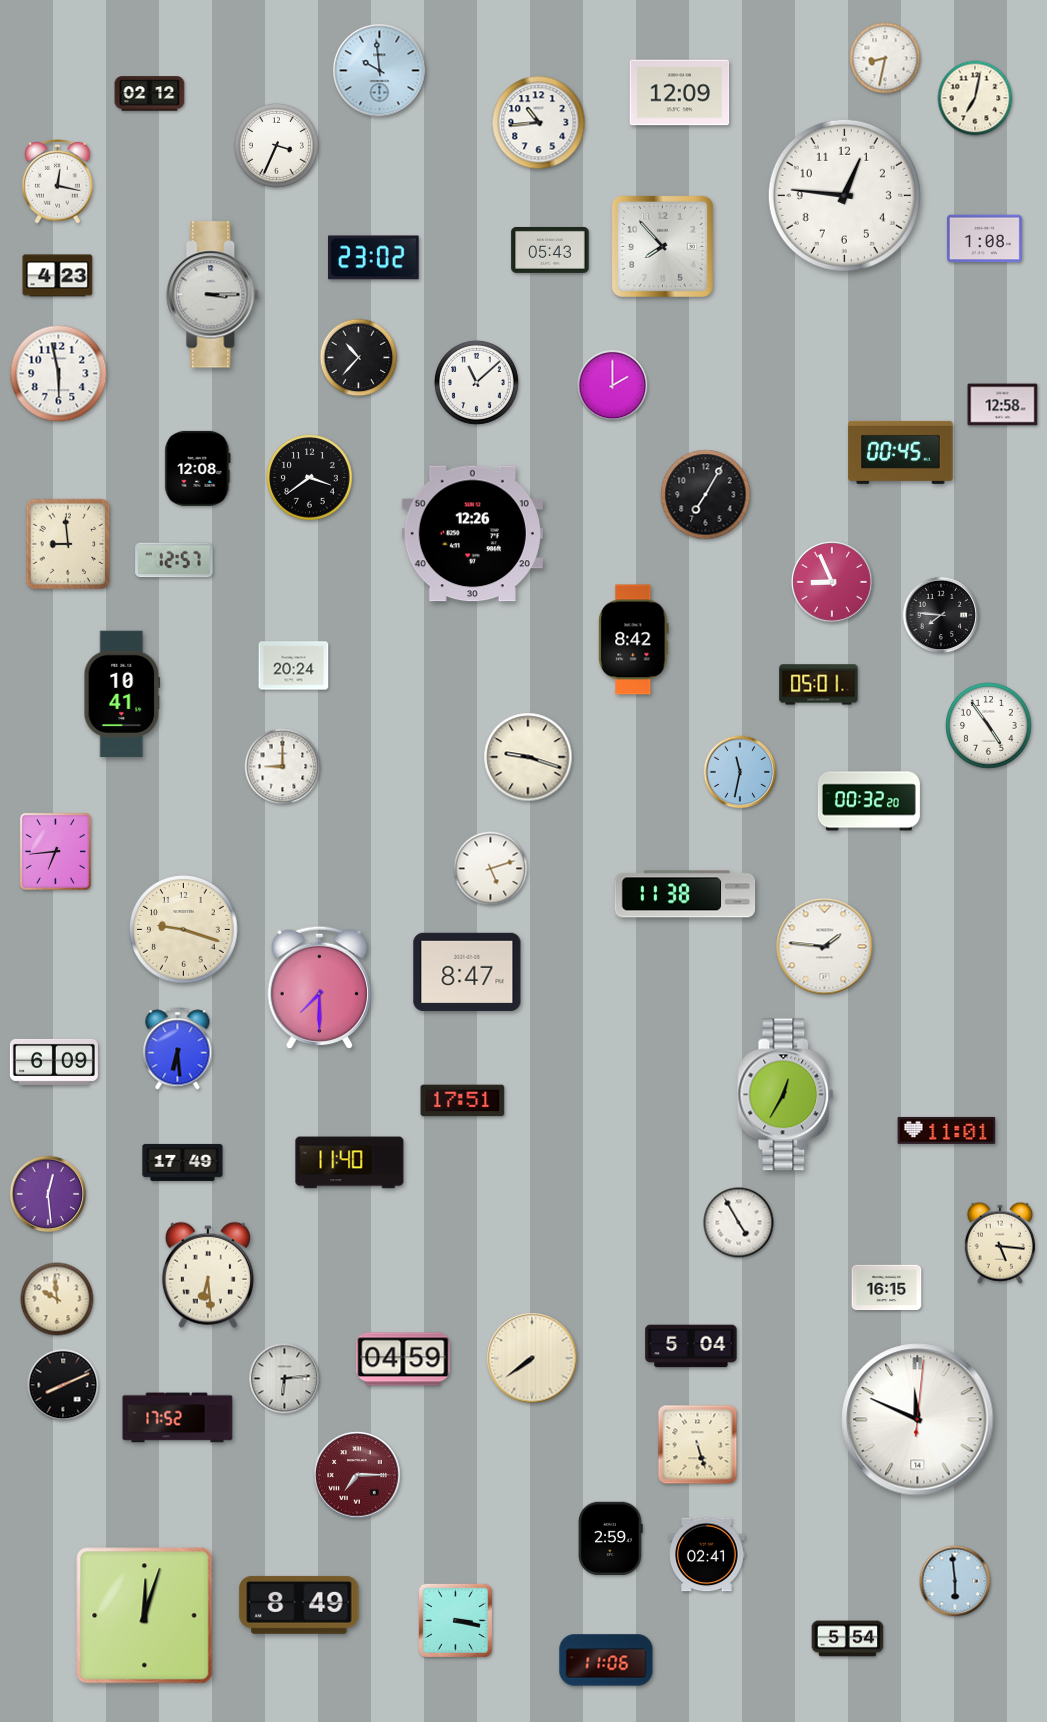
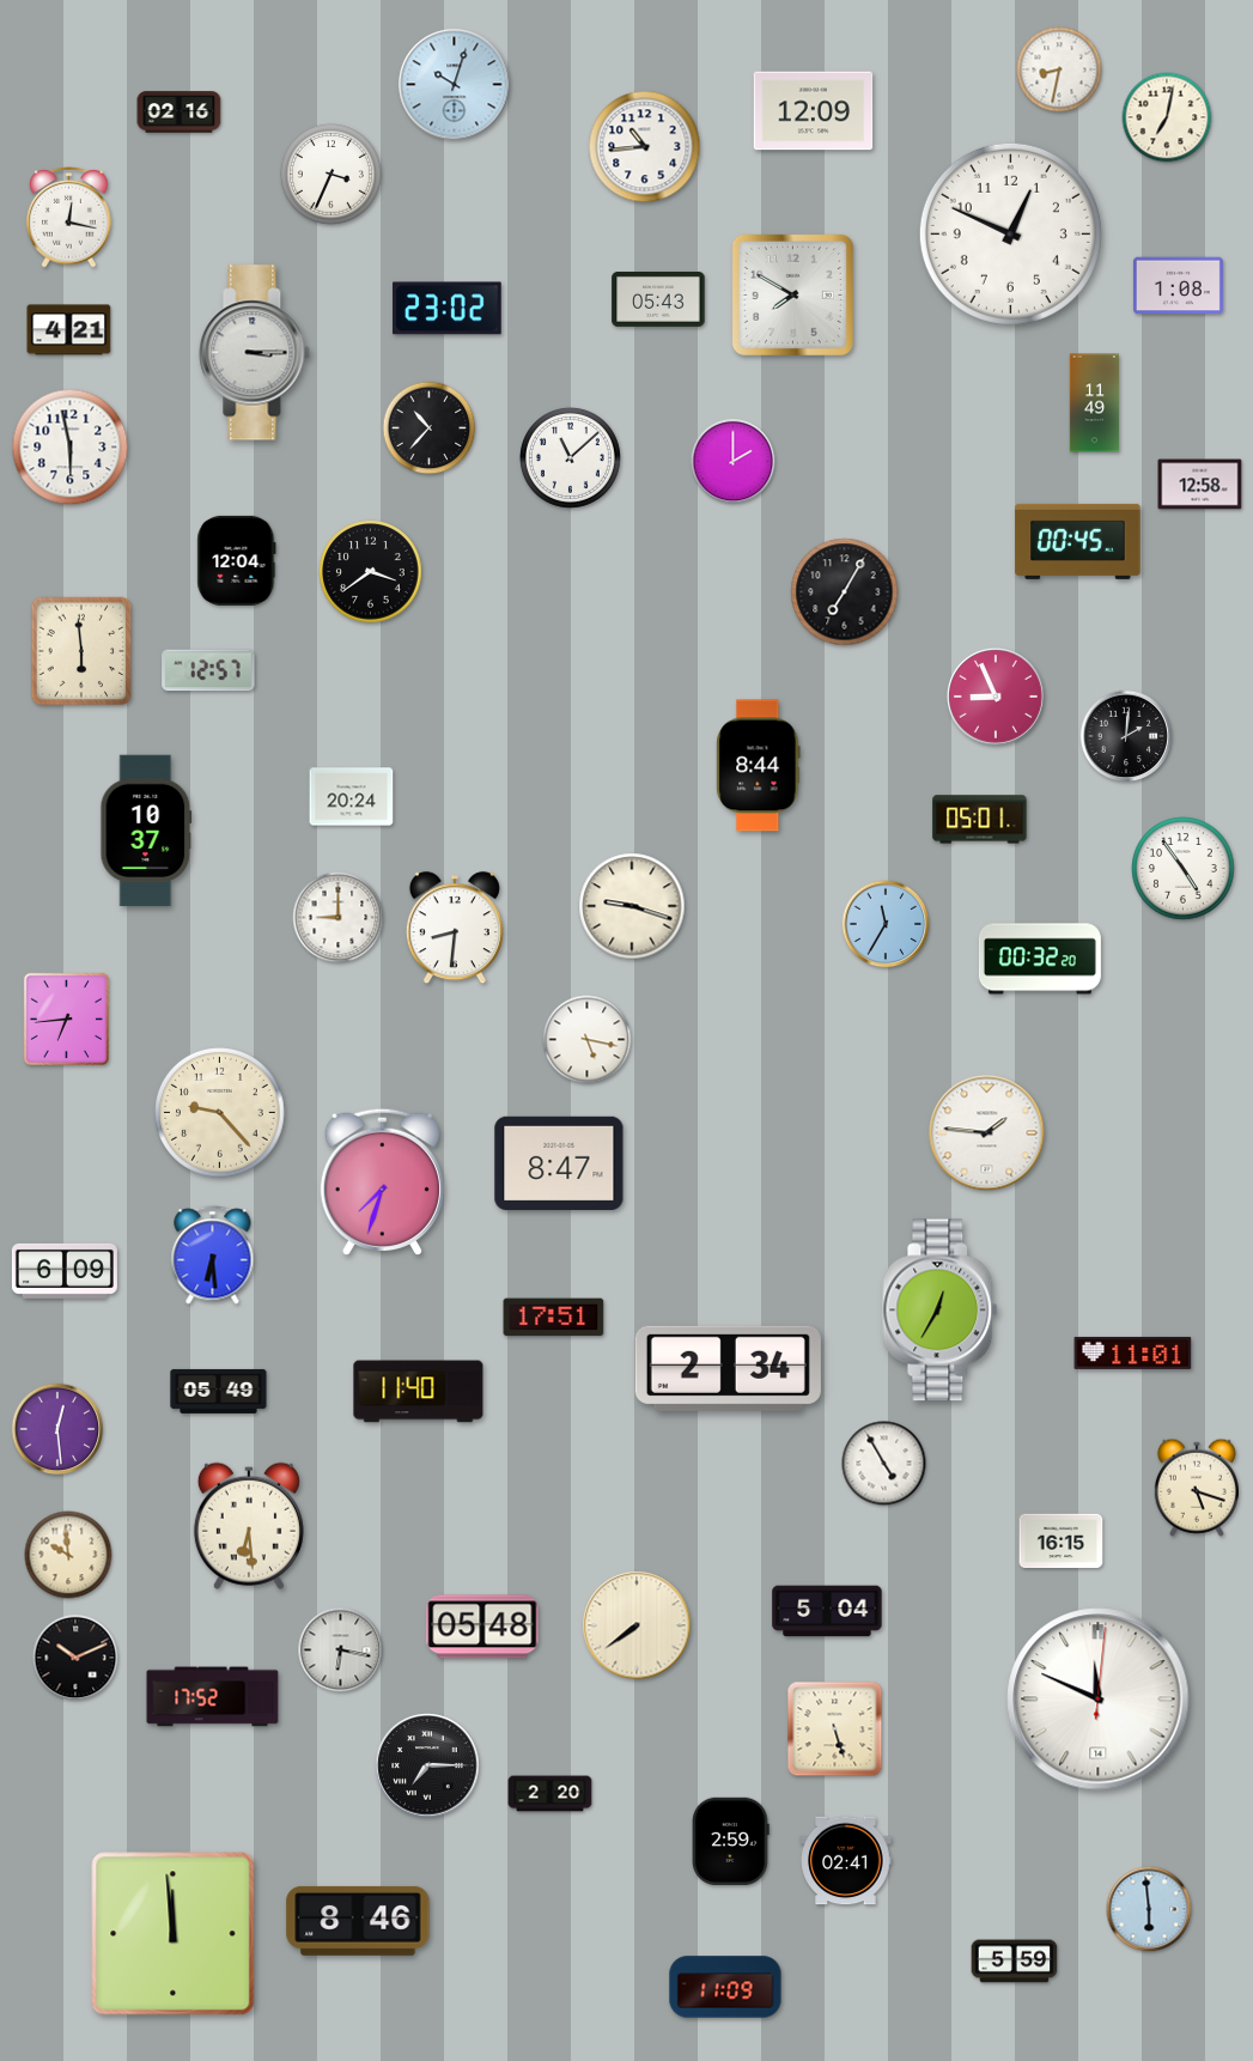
clock at (380, 71): 9:59 -> 10:03
clock at (150, 94): 02:12 -> 02:16
clock at (844, 195): 12:46 -> 12:49
clock at (662, 246): 7:53 -> 7:50
clock at (58, 276): 4:23 -> 4:21
clock at (1095, 403): none -> 11:49
clock at (198, 468): 12:08 -> 12:04
clock at (472, 534): 12:26 -> none
clock at (68, 544): 8:59 -> 5:59
clock at (941, 615): 7:46 -> 2:01
clock at (634, 640): 8:42 -> 8:44
clock at (122, 694): 10:41 -> 10:37
clock at (740, 772): 11:32 -> 11:35
clock at (455, 929): none -> 8:31
clock at (491, 869): 5:12 -> 5:17
clock at (685, 894): 11:38 -> none
clock at (184, 930): 9:18 -> 9:23
clock at (319, 987): 7:30 -> 7:33
clock at (728, 1368): none -> 2:34
clock at (183, 1162): 17:49 -> 05:49
clock at (1000, 1243): 5:16 -> 5:18
clock at (403, 1359): 04:59 -> 05:48
clock at (285, 1379): 6:14 -> 6:17
clock at (63, 1385): 8:11 -> 10:11
clock at (357, 1475) dial: burgundy -> black
clock at (551, 1794): none -> 2:20
clock at (955, 1581) position: (955, 1581) -> (1149, 1909)
clock at (299, 1605): 8:49 -> 8:46
clock at (145, 1616): 12:03 -> 11:59
clock at (455, 1620): 3:17 -> none
clock at (848, 1639): 5:54 -> 5:59
clock at (606, 1660): 11:06 -> 11:09
